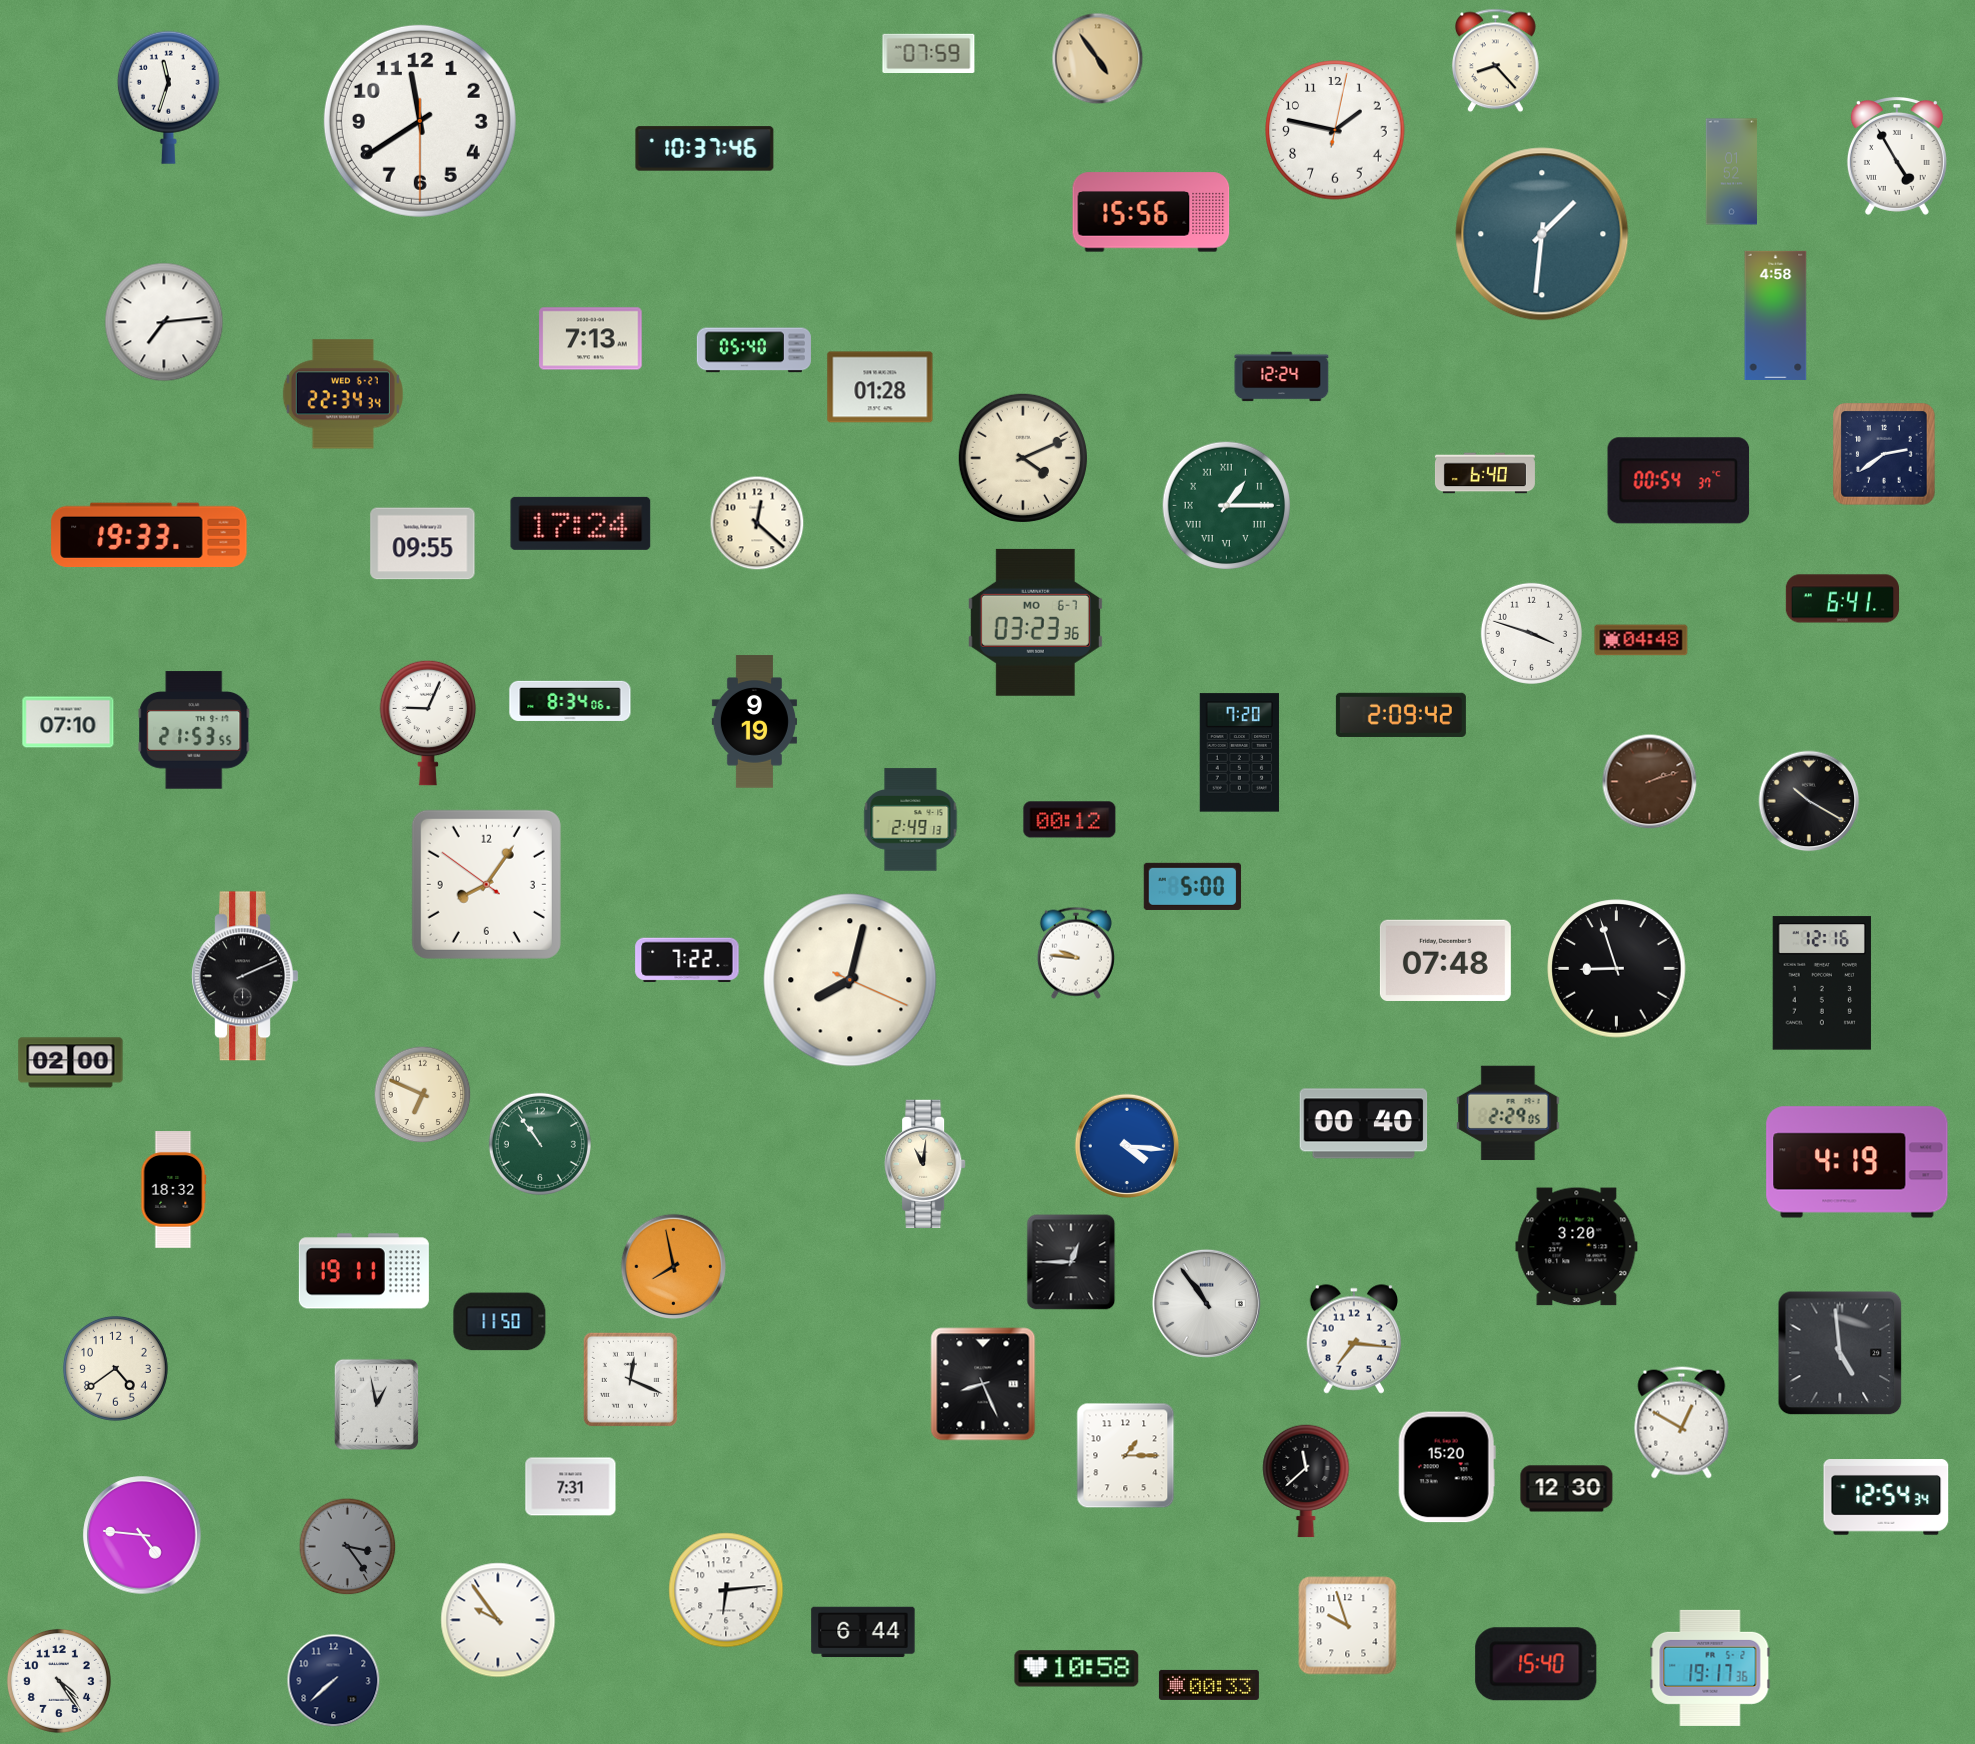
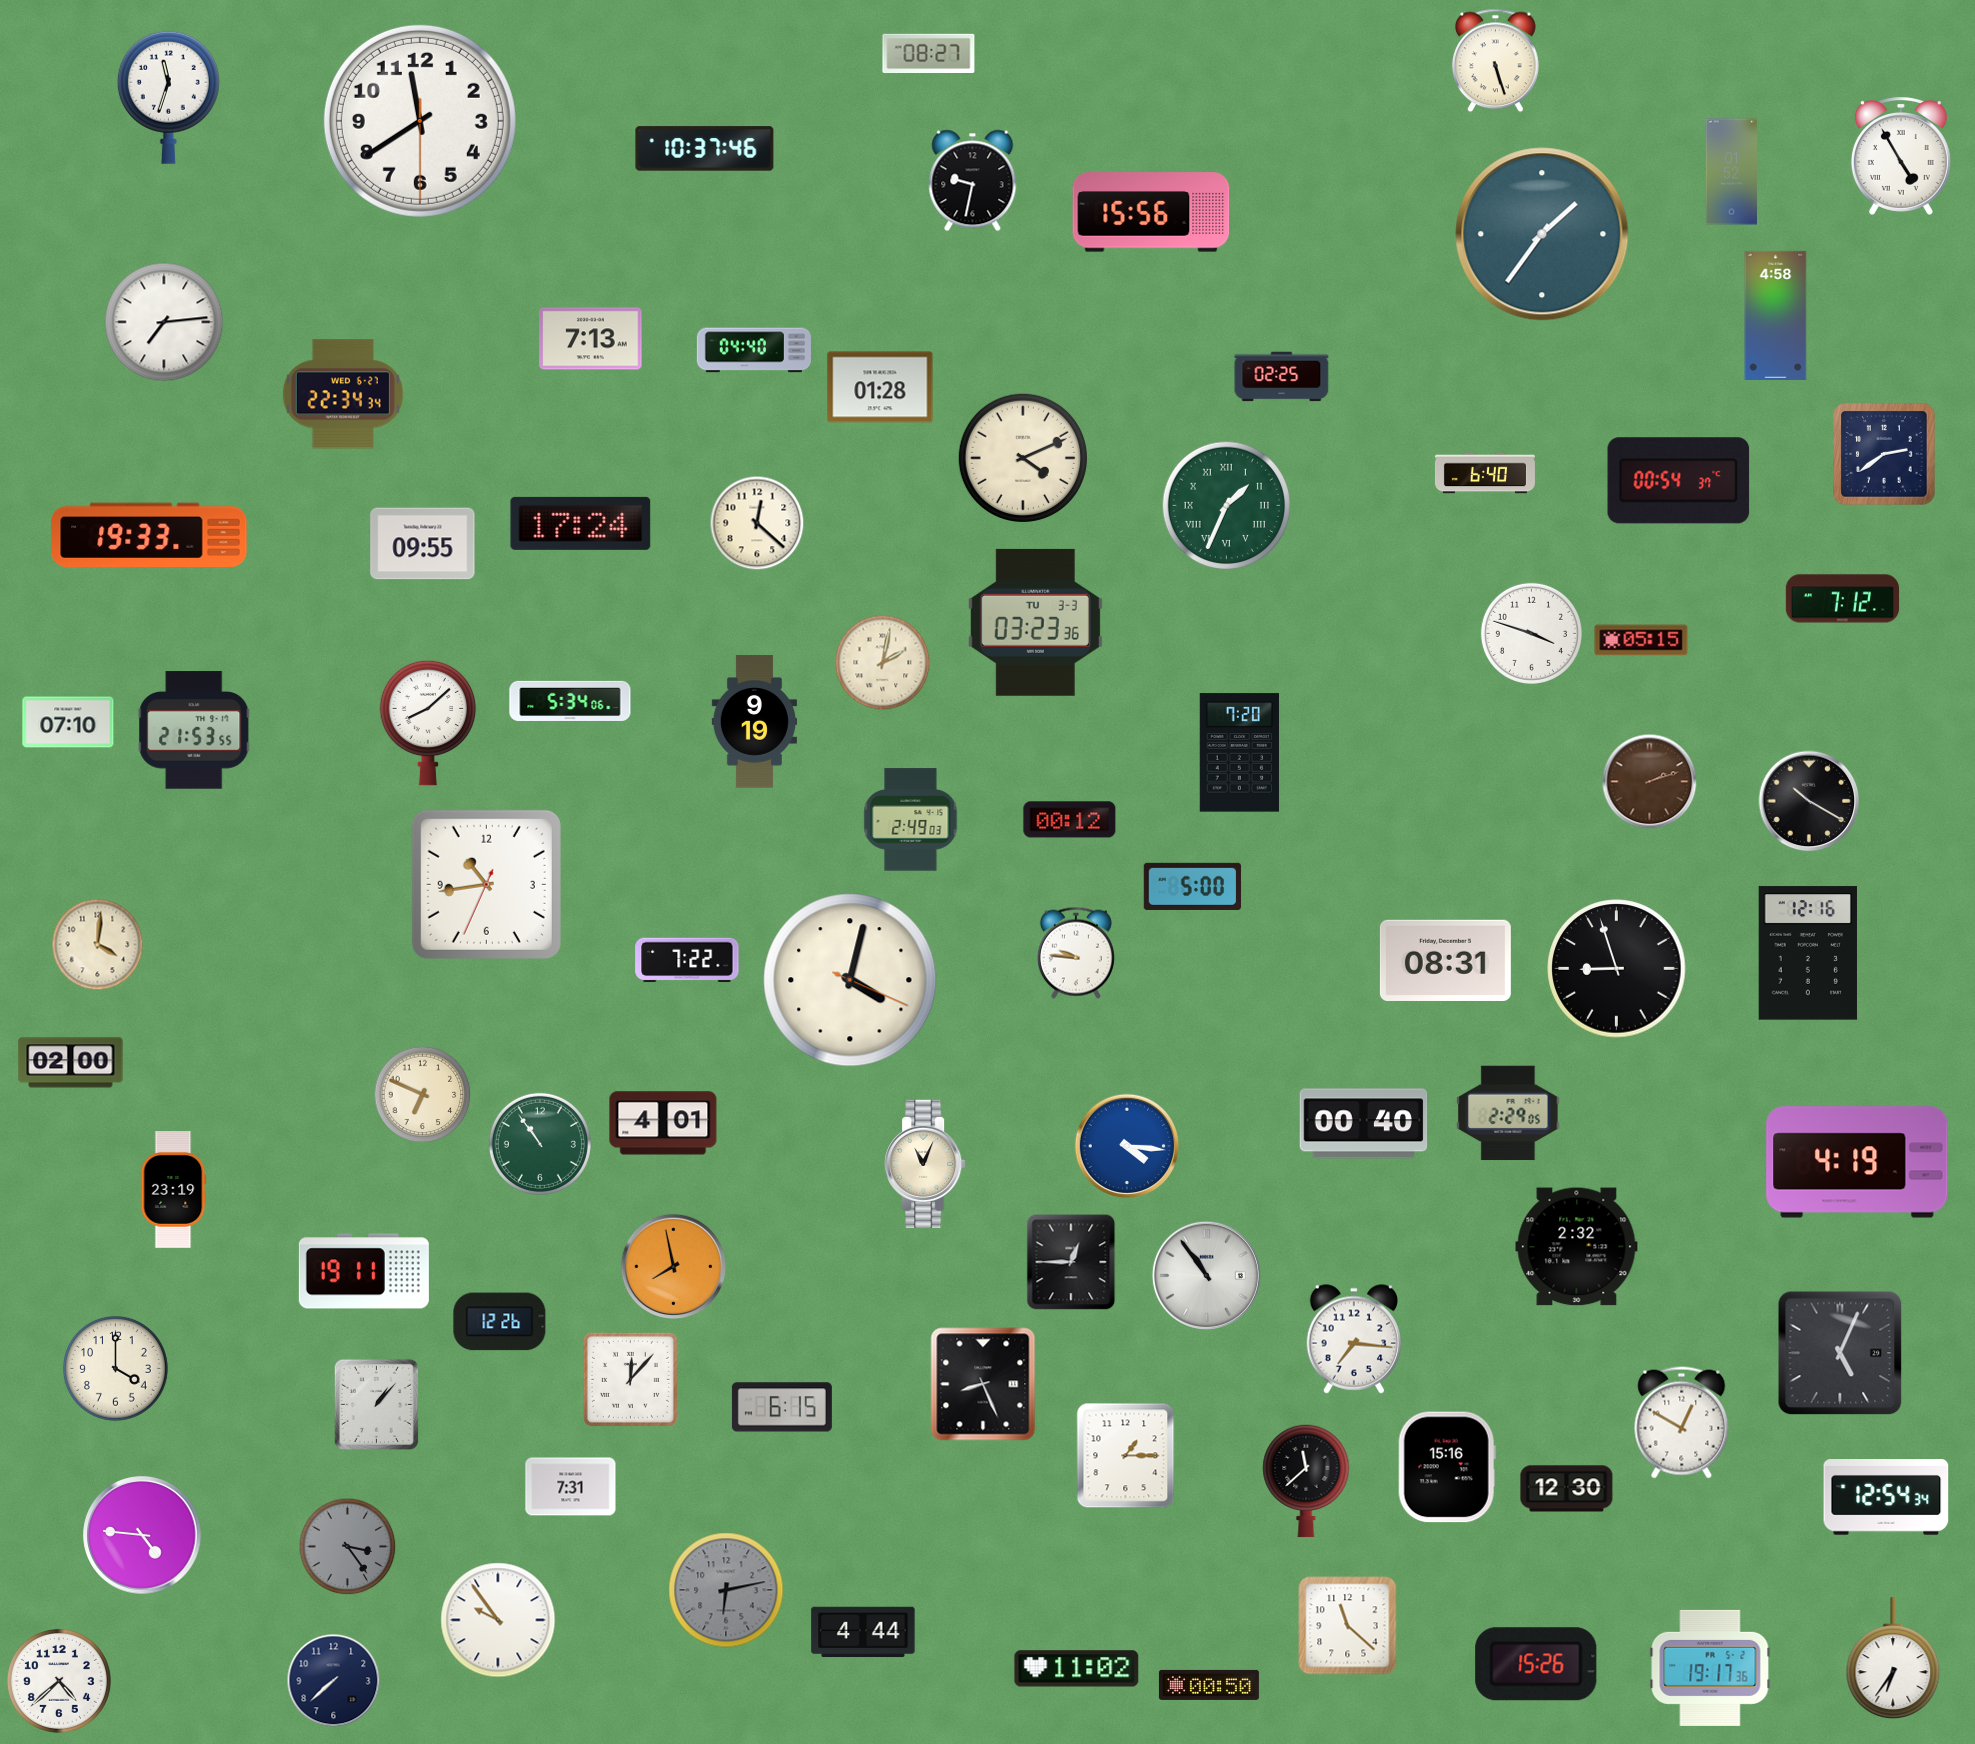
clock at (929, 54): 07:59 -> 08:27
clock at (1098, 59): 4:54 -> none
clock at (1495, 61): 8:23 -> 5:27
clock at (1335, 130): 1:47 -> none
clock at (1897, 157) position: (1897, 157) -> (1901, 157)
clock at (973, 181): none -> 9:32
clock at (1542, 234): 1:31 -> 1:36
clock at (754, 350): 05:40 -> 04:40
clock at (1282, 377): 12:24 -> 02:25
clock at (1226, 505): 1:15 -> 1:34
clock at (1843, 599): 6:41 -> 7:12
clock at (1035, 622) date: MO 6-7 -> TU 3-3
clock at (1641, 640): 04:48 -> 05:15
clock at (883, 663): none -> 2:02
clock at (570, 701): 8:34 -> 5:34
clock at (1401, 715): 2:09 -> none
clock at (428, 723): 9:04 -> 8:08
clock at (911, 820): 2:49:13 -> 2:49:03
clock at (486, 884): 8:05 -> 10:43
clock at (98, 945): none -> 4:01
clock at (1445, 960): 07:48 -> 08:31
clock at (244, 976): 2:11 -> none
clock at (850, 980): 8:02 -> 4:02
clock at (1822, 983) position: (1822, 983) -> (1808, 953)
clock at (663, 1123): none -> 4:01
clock at (925, 1163): 11:01 -> 11:04
clock at (174, 1190): 18:32 -> 23:19
clock at (1577, 1247): 3:20 -> 2:32
clock at (1206, 1303) position: (1206, 1303) -> (1206, 1275)
clock at (500, 1322): 11:50 -> 12:26
clock at (1840, 1353): 4:59 -> 5:04
clock at (115, 1368): 4:39 -> 4:00
clock at (630, 1379): 12:19 -> 12:07
clock at (376, 1404): 12:58 -> 1:07
clock at (782, 1407): none -> 6:15
clock at (1447, 1467): 15:20 -> 15:16
clock at (726, 1590): 6:14 -> 6:13
clock at (726, 1590) dial: white -> grey
clock at (1348, 1626): 9:57 -> 11:22
clock at (863, 1632): 6:44 -> 4:44
clock at (1893, 1659): none -> 6:36
clock at (1536, 1664): 15:40 -> 15:26
clock at (1077, 1669): 10:58 -> 11:02
clock at (59, 1681): 4:24 -> 4:38
clock at (1209, 1685): 00:33 -> 00:50
